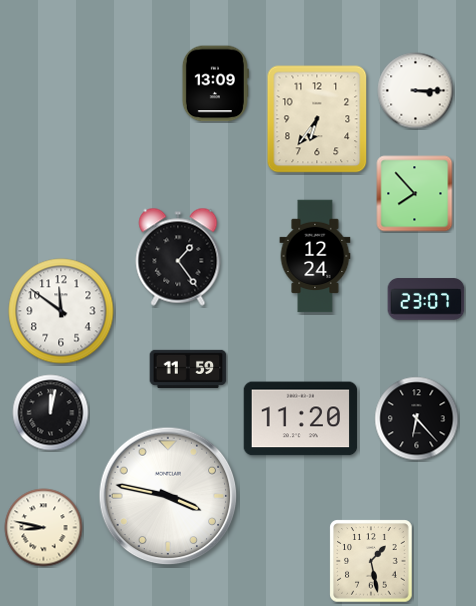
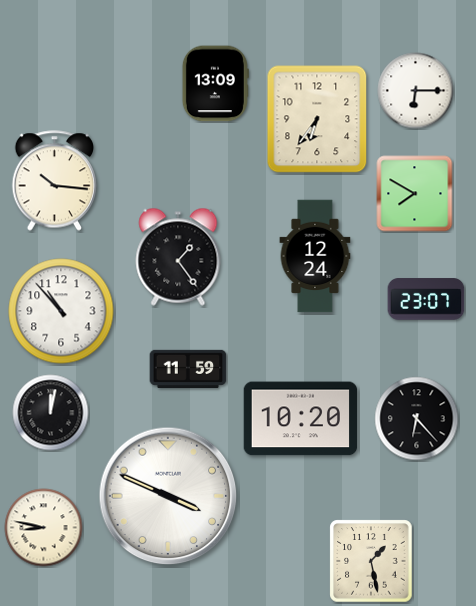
clock at (416, 91): 3:15 -> 6:15
clock at (55, 181): none -> 10:16
clock at (415, 194): 7:53 -> 7:50
clock at (61, 311): 11:51 -> 10:53
clock at (301, 419): 11:20 -> 10:20
clock at (168, 496): 3:47 -> 3:49
